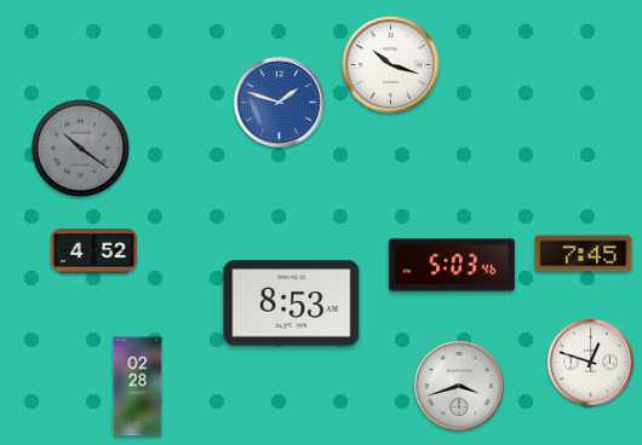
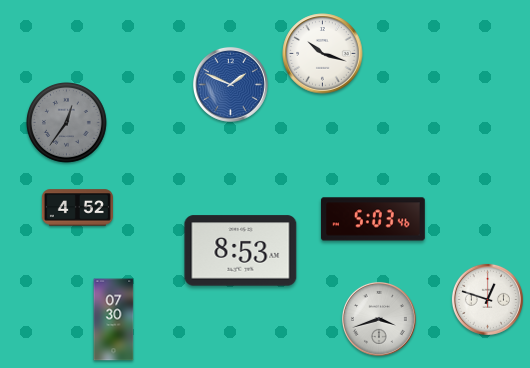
clock at (279, 102): 1:48 -> 1:49
clock at (81, 149): 10:21 -> 12:36
clock at (584, 254): 7:45 -> none
clock at (138, 387): 02:28 -> 07:30
